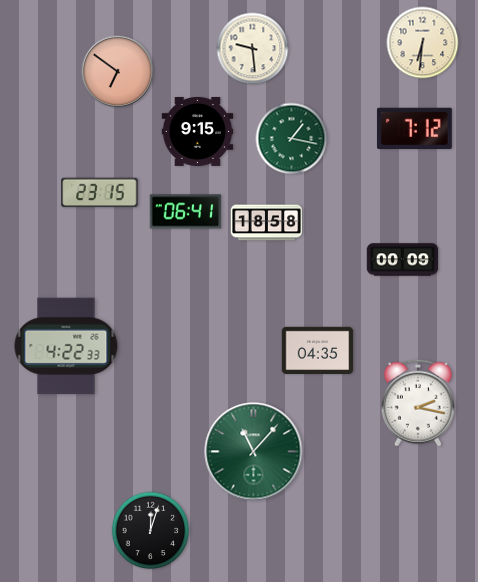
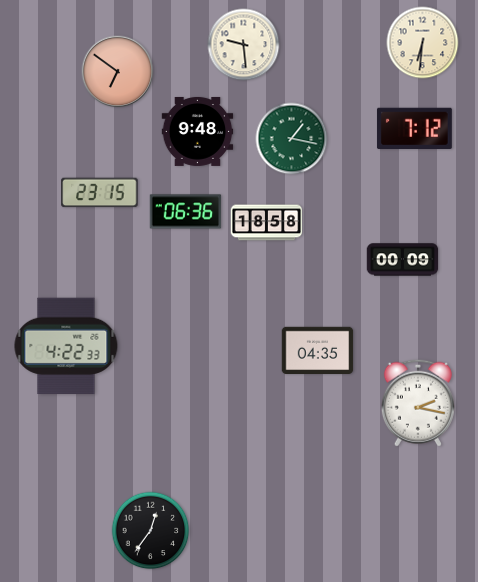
clock at (253, 49) position: (253, 49) -> (244, 45)
clock at (198, 131): 9:15 -> 9:48
clock at (186, 212): 06:41 -> 06:36
clock at (254, 452): 11:07 -> none
clock at (151, 531): 12:03 -> 12:36
